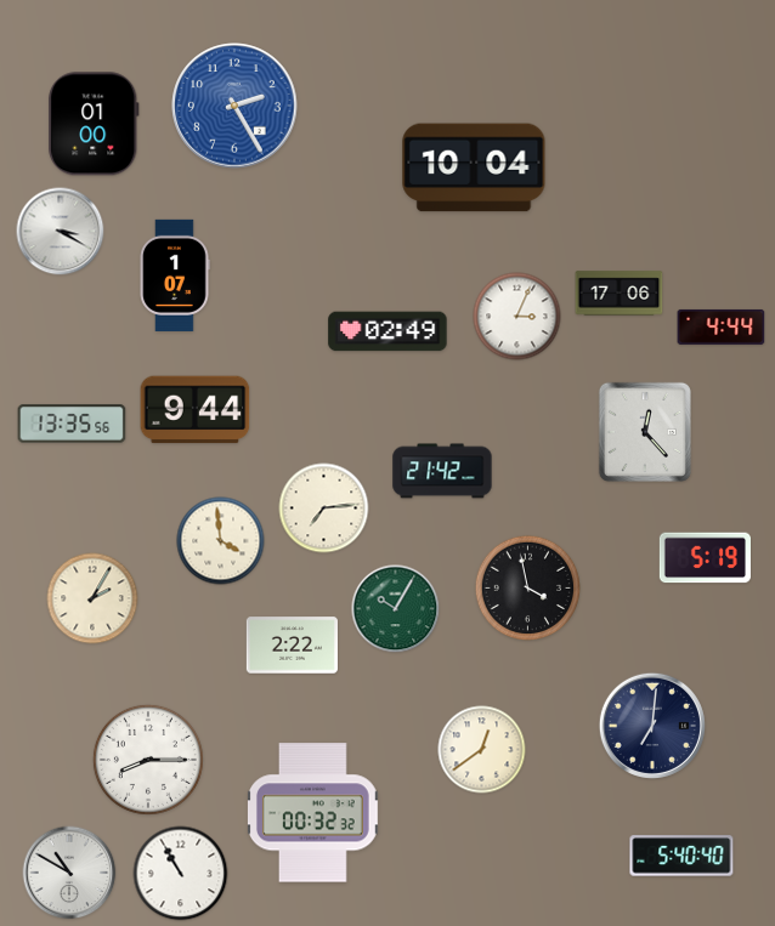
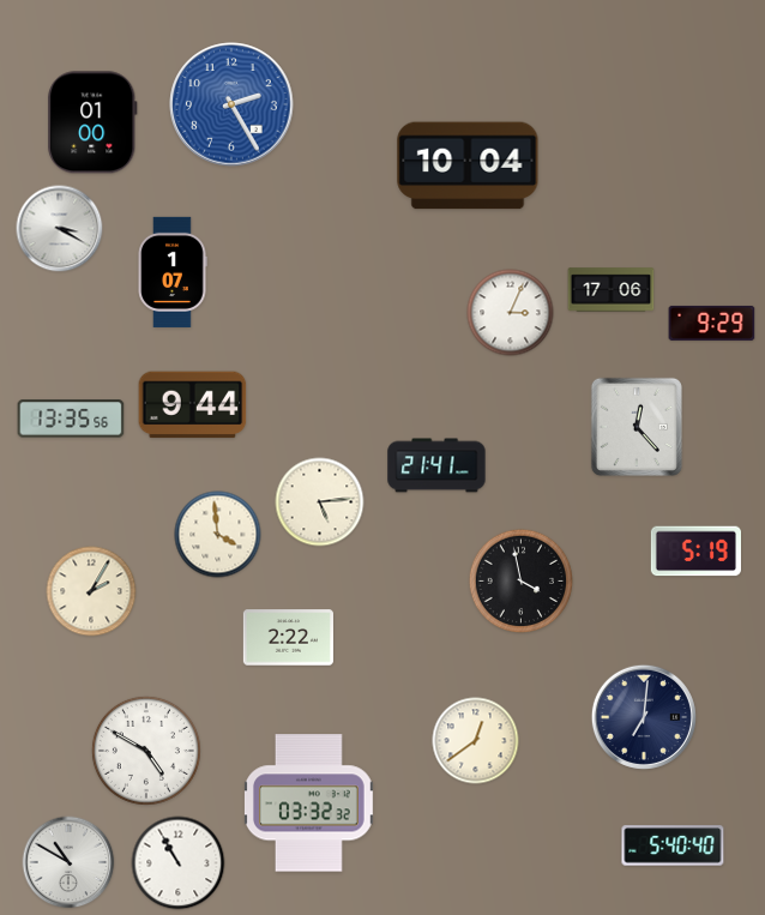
clock at (722, 326): 4:44 -> 9:29
clock at (387, 331): 02:49 -> none
clock at (442, 471): 21:42 -> 21:41
clock at (324, 509): 7:14 -> 5:14
clock at (396, 609): 10:05 -> none
clock at (148, 760): 8:15 -> 4:50
clock at (312, 813): 00:32 -> 03:32
